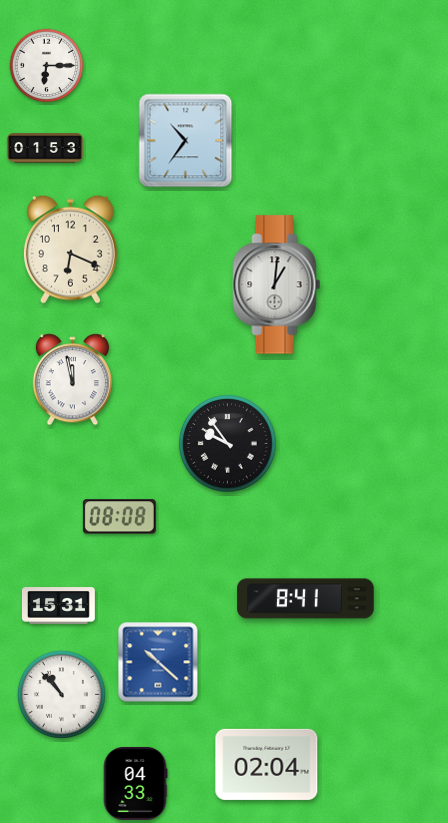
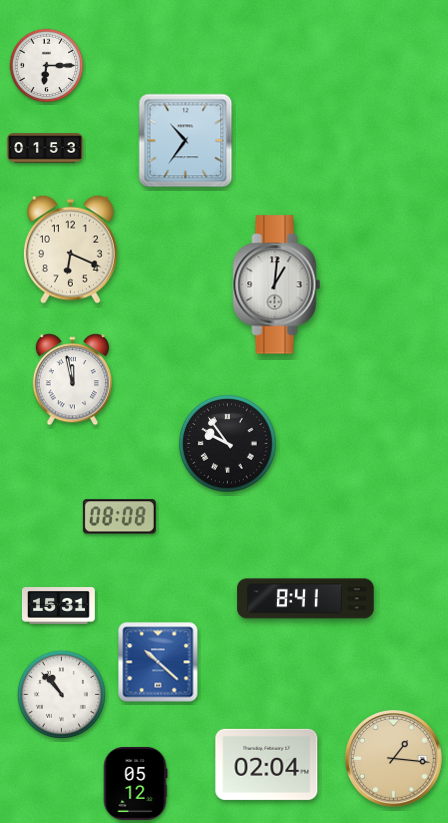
clock at (394, 759): none -> 1:16
clock at (135, 783): 04:33 -> 05:12
